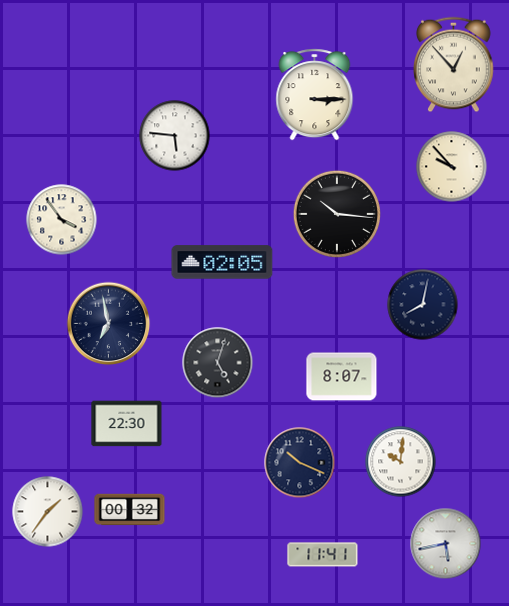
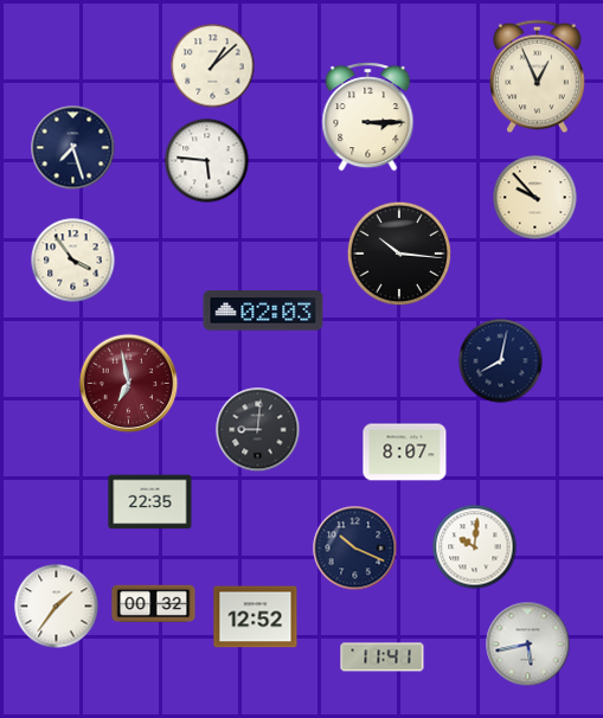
clock at (213, 66): none -> 1:08
clock at (454, 65): 12:53 -> 12:56
clock at (315, 95) position: (315, 95) -> (368, 117)
clock at (73, 148): none -> 7:27
clock at (222, 262): 02:05 -> 02:03
clock at (109, 324) dial: navy -> burgundy
clock at (218, 363): 5:03 -> 9:01
clock at (342, 377) position: (342, 377) -> (405, 453)
clock at (127, 424): 22:30 -> 22:35
clock at (256, 617): none -> 12:52
